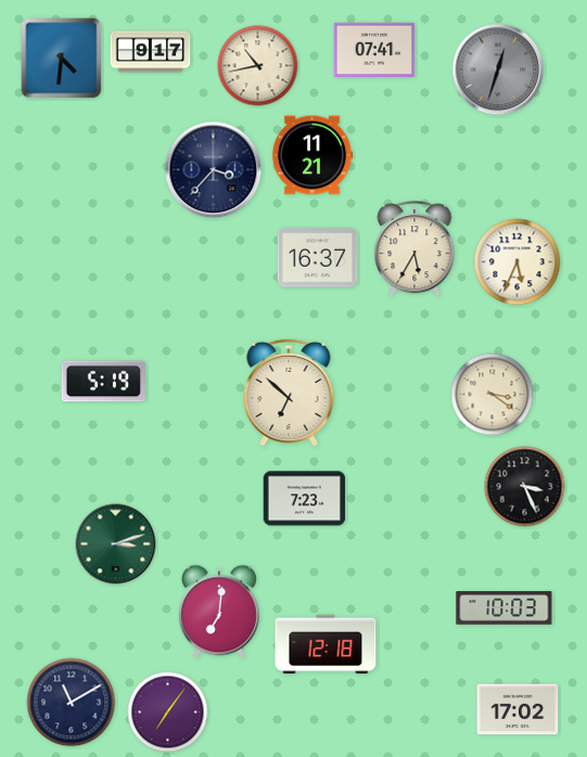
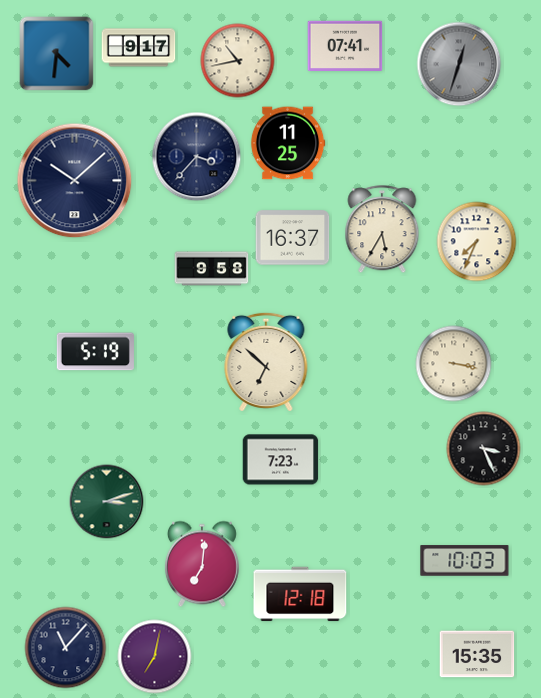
clock at (312, 155): 11:21 -> 11:25
clock at (75, 181): none -> 10:08
clock at (518, 262): 5:34 -> 7:34
clock at (212, 269): none -> 9:58
clock at (493, 395): 3:21 -> 3:17
clock at (72, 703): 11:10 -> 11:07
clock at (518, 709): 17:02 -> 15:35
clock at (168, 713): 7:06 -> 7:02
